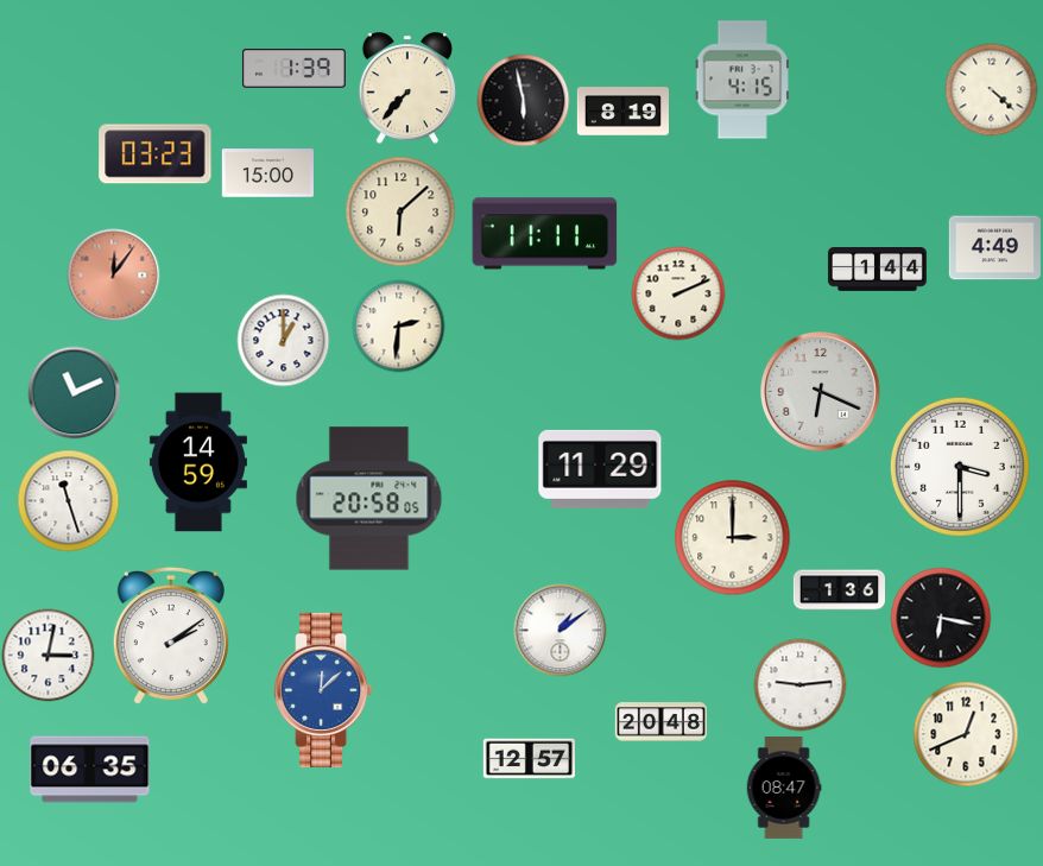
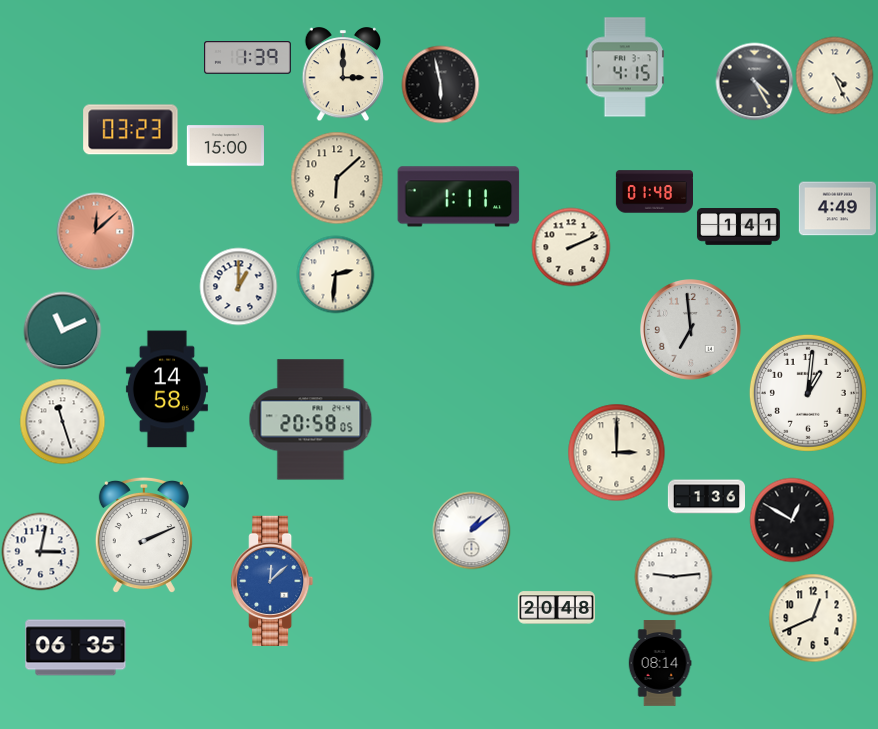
clock at (407, 89): 7:37 -> 3:00
clock at (991, 89): 4:22 -> 4:26
clock at (754, 81): none -> 4:25
clock at (622, 112): 8:19 -> none
clock at (654, 192): none -> 01:48
clock at (545, 234): 11:11 -> 1:11
clock at (877, 270): 1:44 -> 1:41
clock at (113, 274): 12:06 -> 12:08
clock at (821, 392): 6:19 -> 6:59
clock at (198, 462): 14:59 -> 14:58
clock at (960, 467): 3:30 -> 1:01
clock at (600, 469): 11:29 -> none
clock at (68, 500) position: (68, 500) -> (62, 421)
clock at (941, 618): 6:17 -> 12:50
clock at (171, 636): 2:09 -> 2:11
clock at (529, 759): 12:57 -> none
clock at (784, 788): 08:47 -> 08:14
